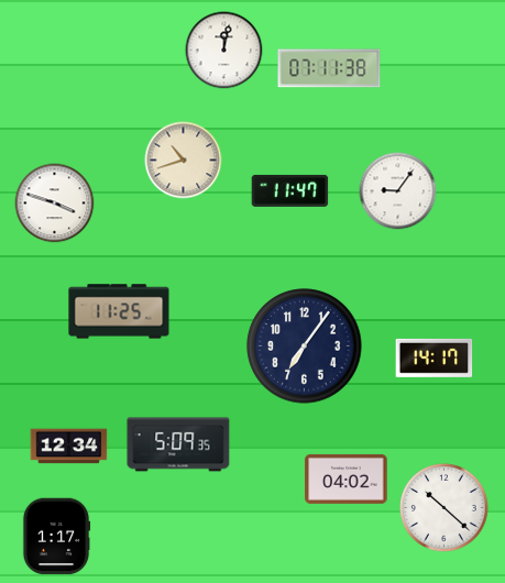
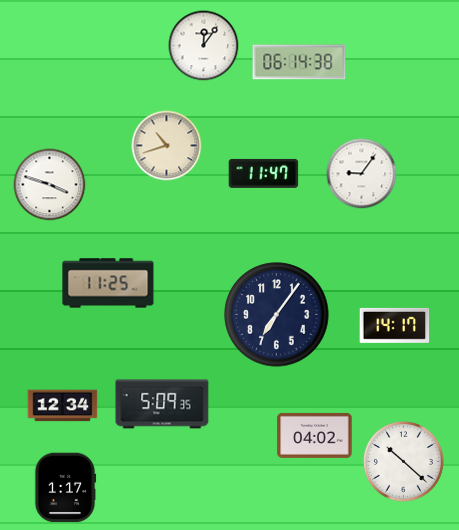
clock at (224, 51): 12:02 -> 12:06
clock at (329, 68): 07:11 -> 06:14
clock at (56, 537) position: (56, 537) -> (65, 488)
